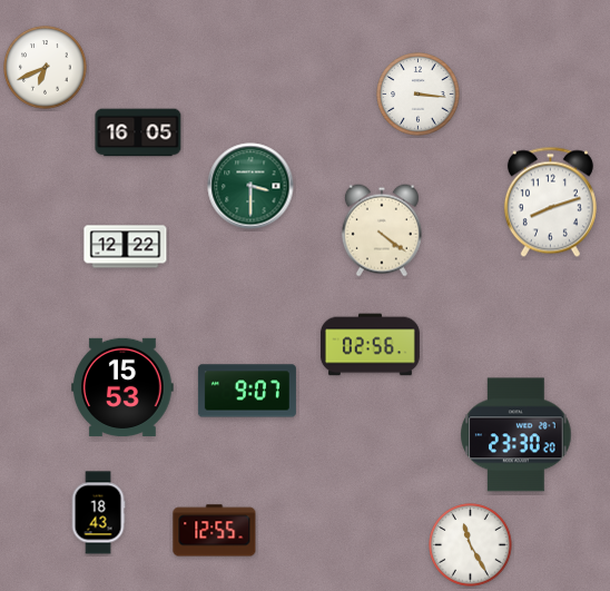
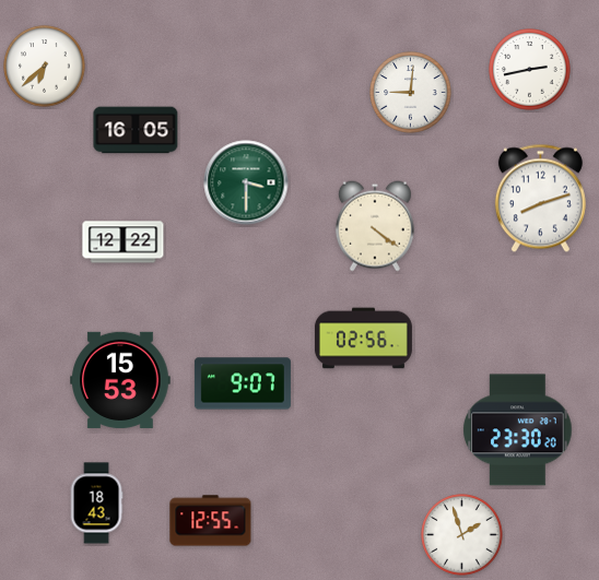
clock at (46, 68): 6:41 -> 6:38
clock at (530, 70): none -> 2:43
clock at (419, 95): 3:16 -> 9:01
clock at (516, 435) position: (516, 435) -> (518, 430)
clock at (471, 545): 11:25 -> 1:57
